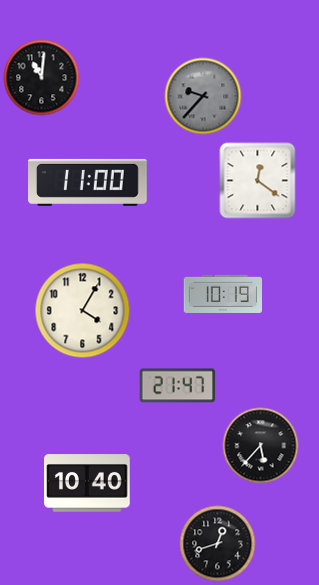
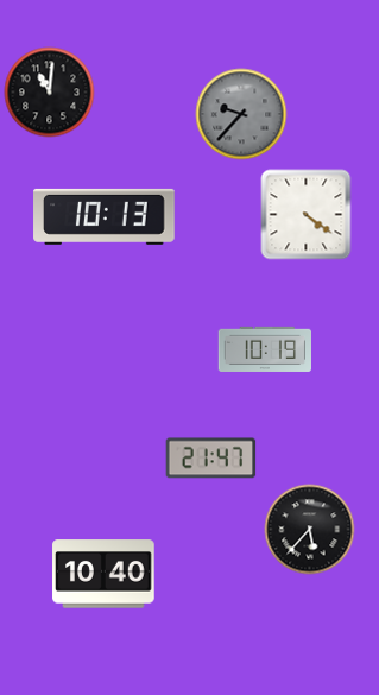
clock at (258, 181): 12:21 -> 4:21
clock at (88, 182): 11:00 -> 10:13
clock at (83, 311): 4:05 -> none
clock at (218, 544): 12:42 -> none
